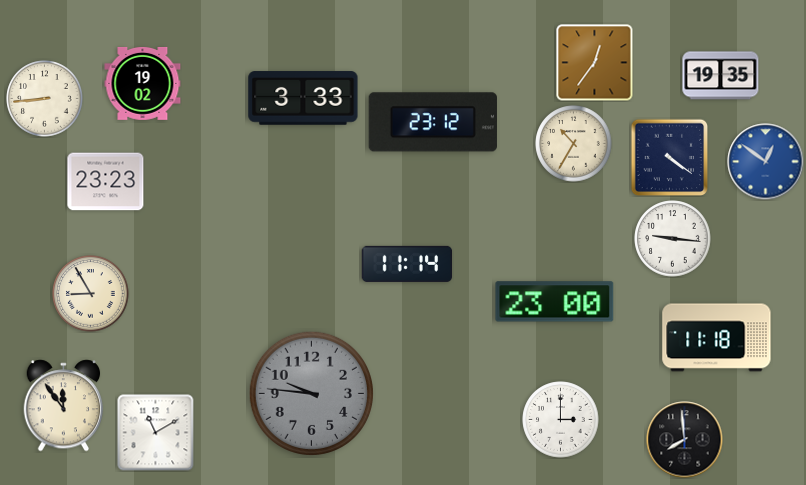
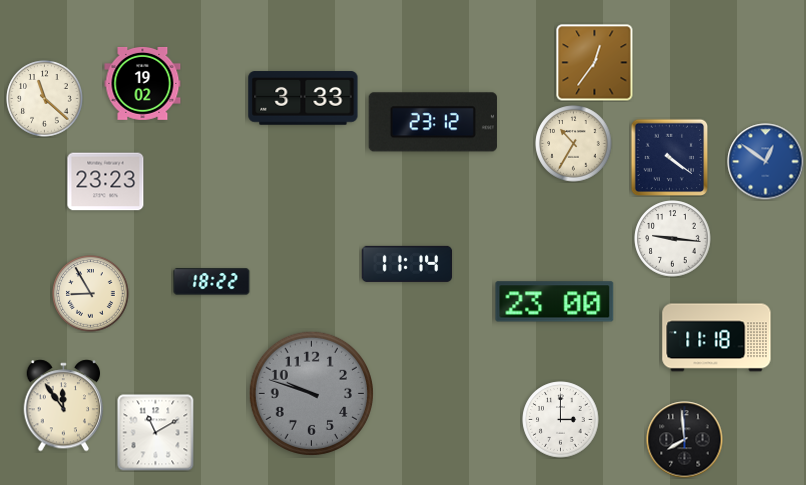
clock at (721, 76): 19:35 -> none
clock at (45, 99): 8:44 -> 11:22
clock at (212, 282): none -> 18:22
clock at (311, 393): 9:46 -> 9:48
